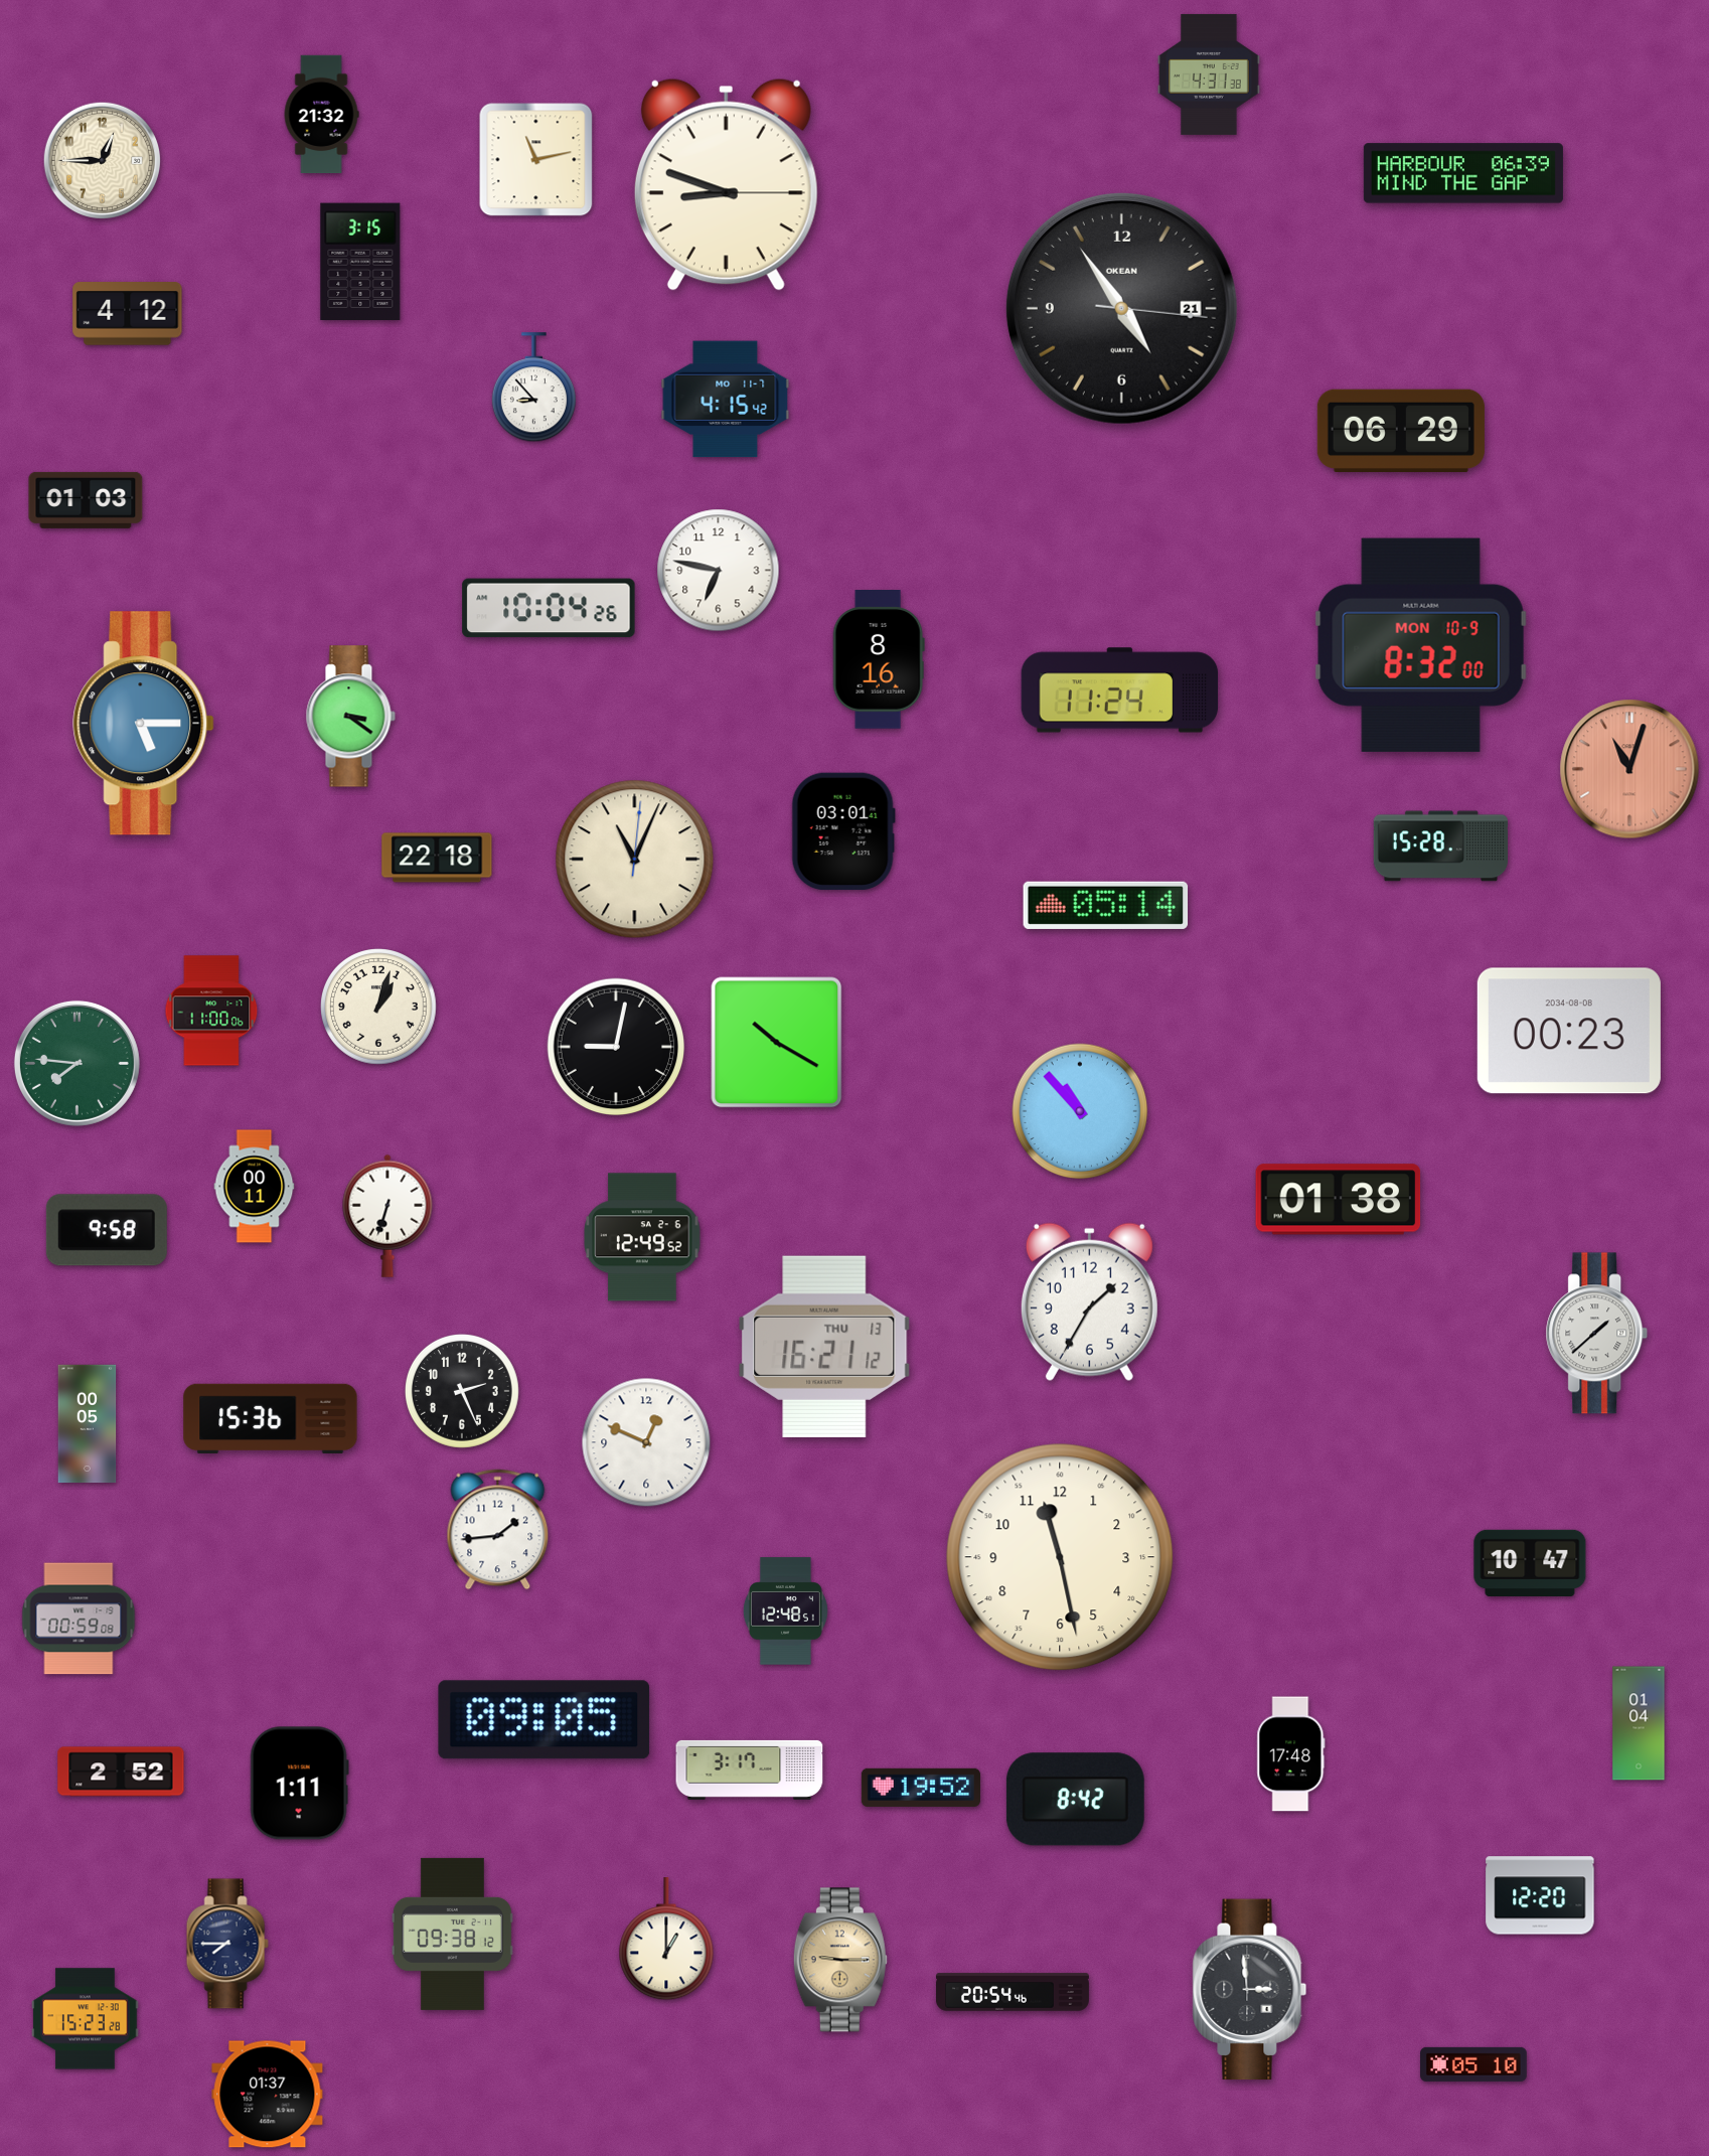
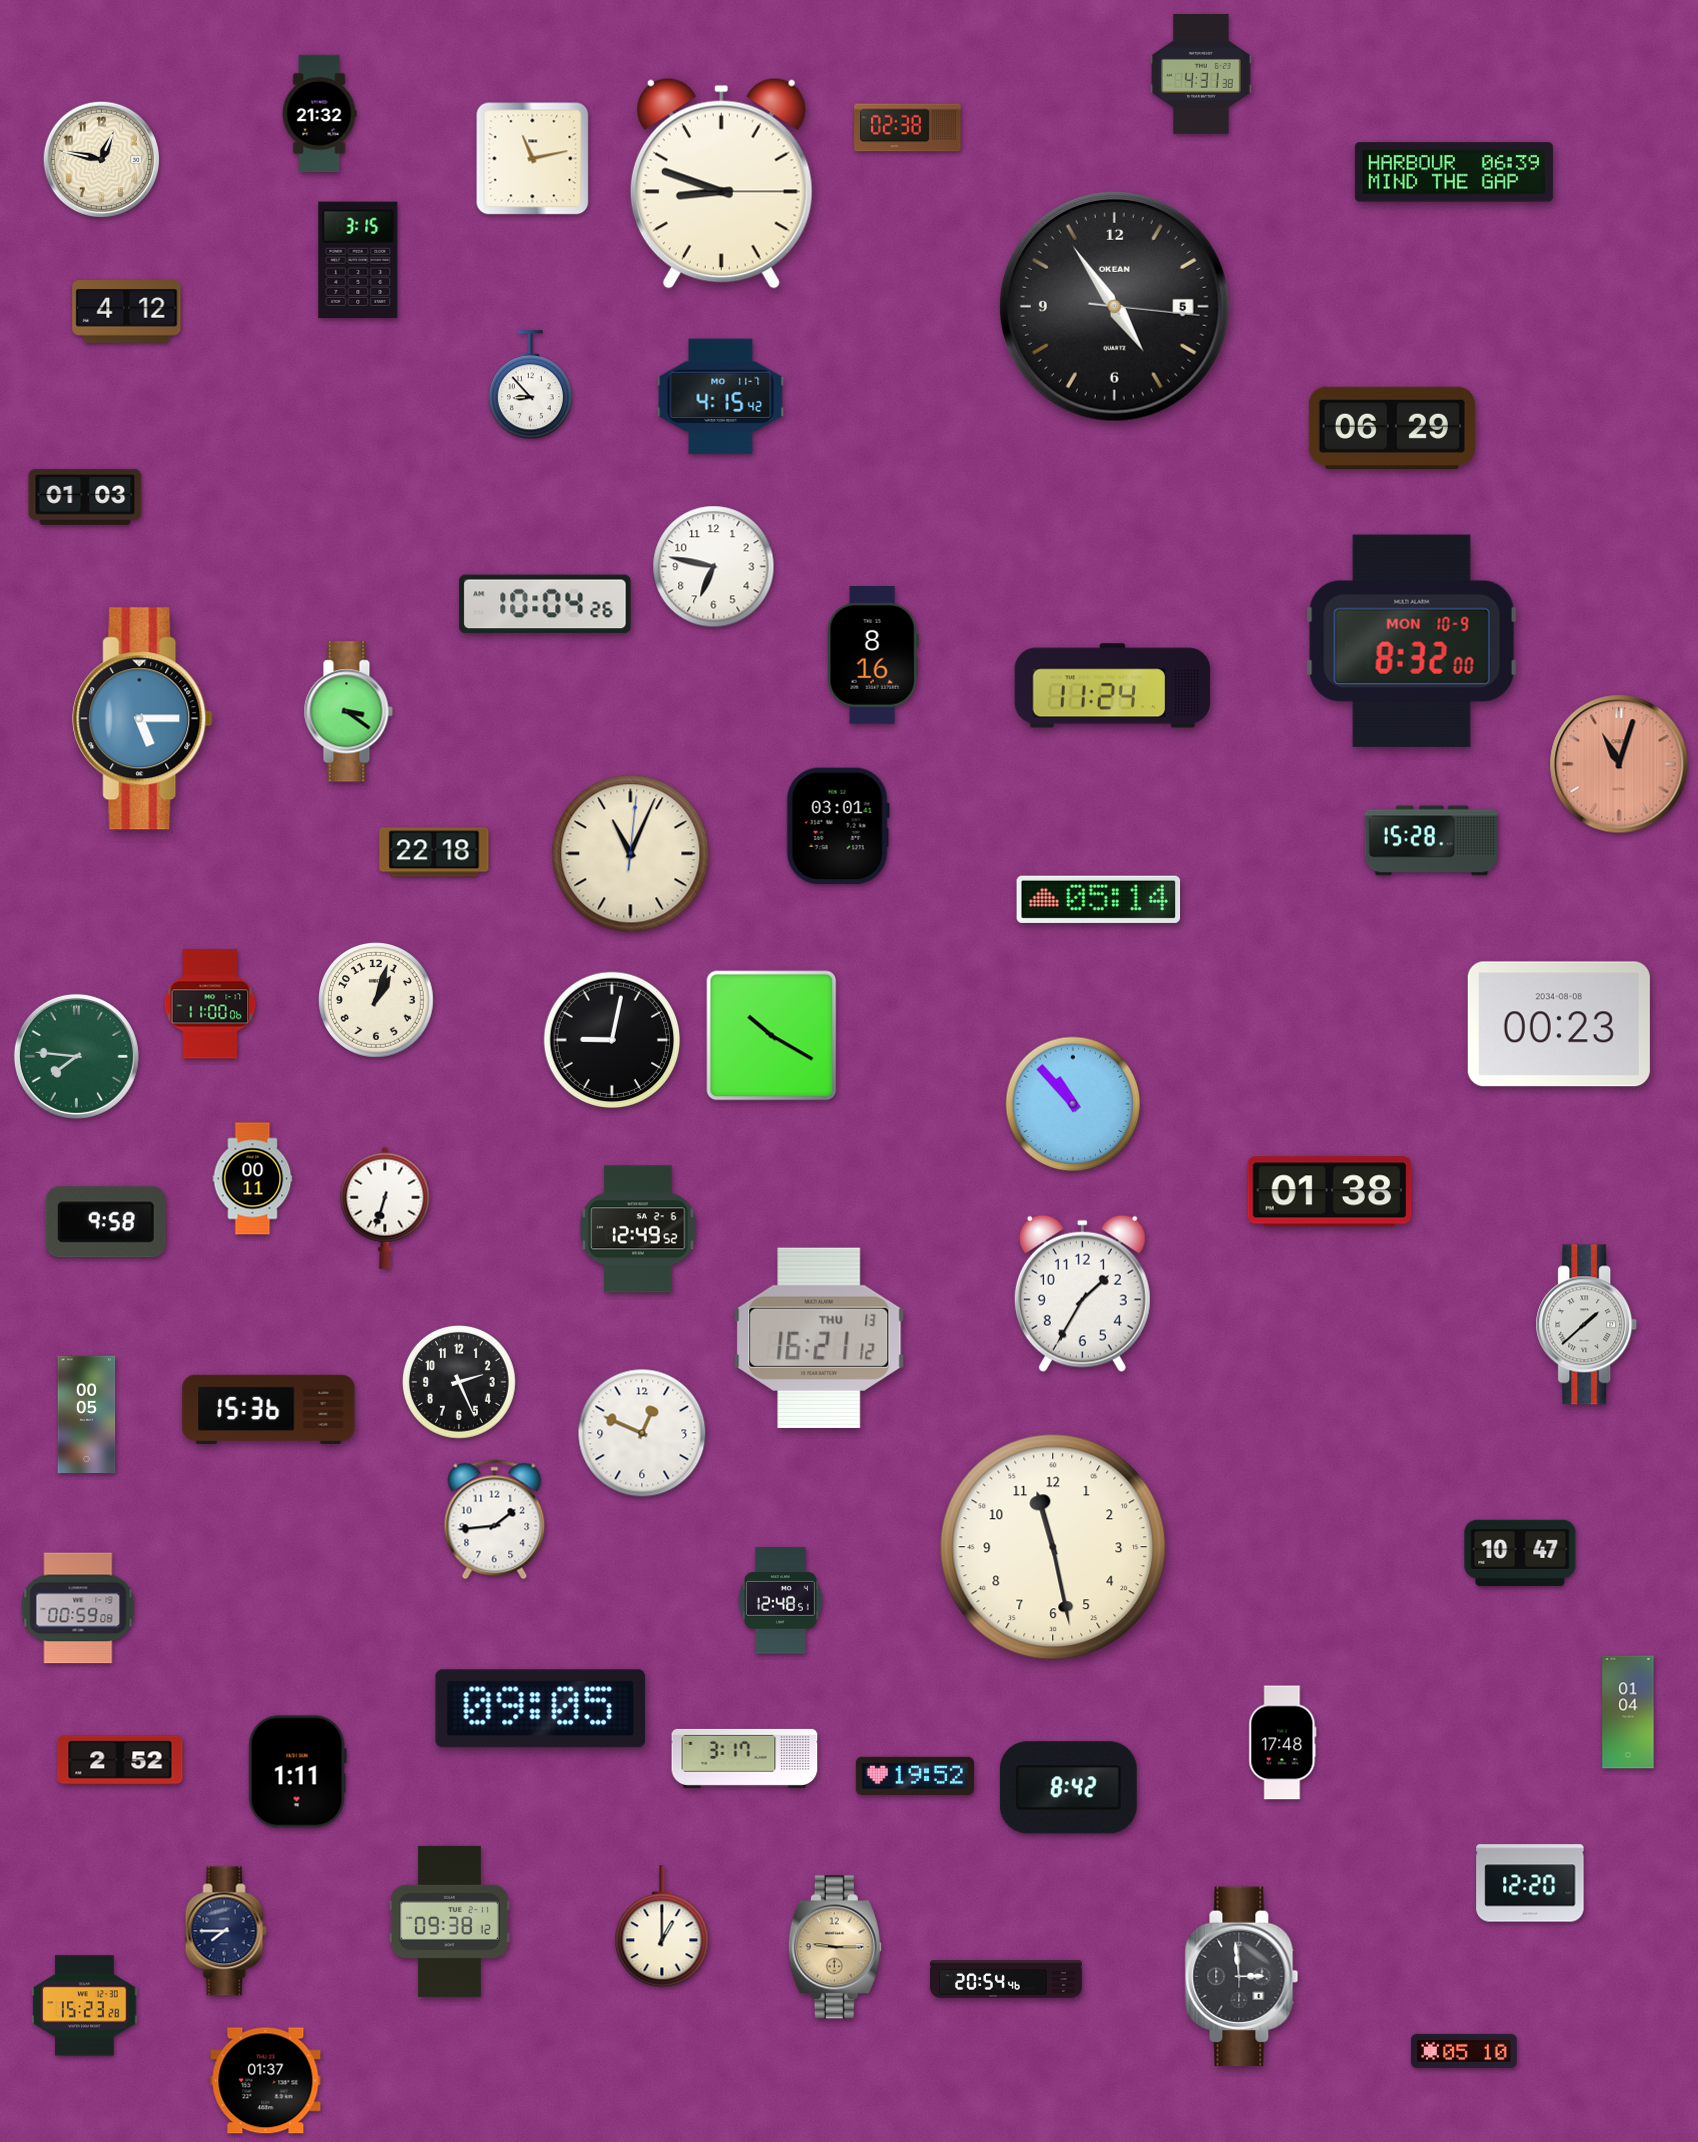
clock at (908, 128): none -> 02:38
clock at (102, 160): 12:45 -> 12:47
clock at (1121, 308) date: 21 -> 5
